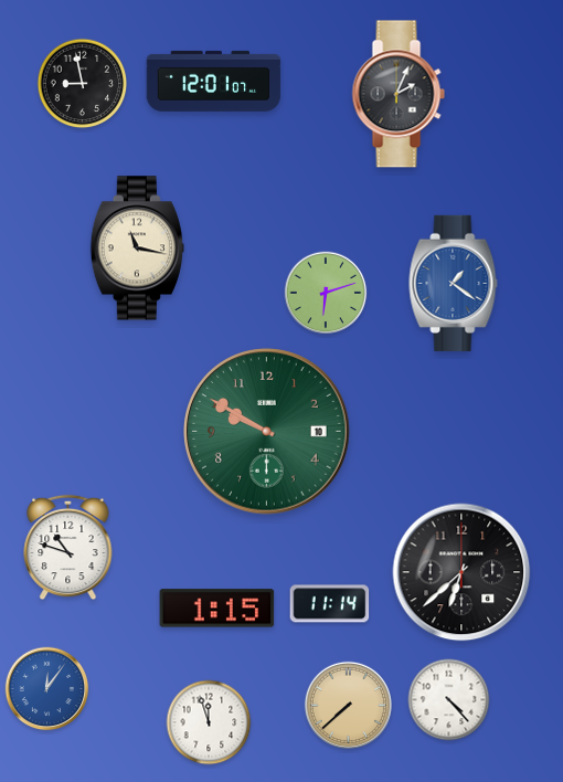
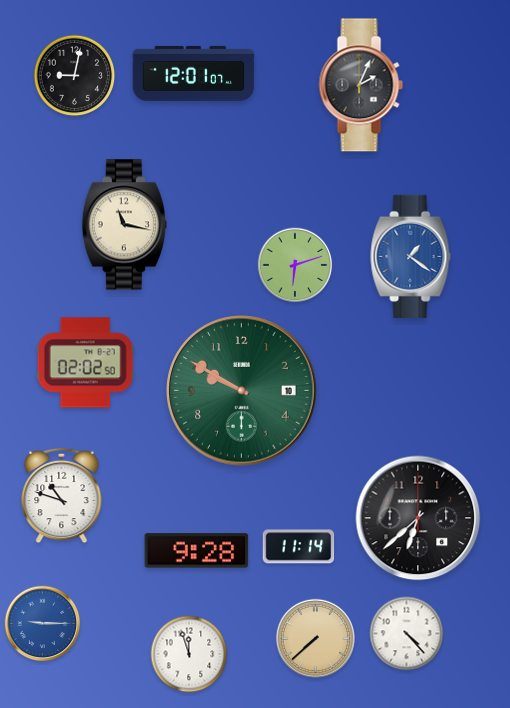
clock at (83, 84): 8:58 -> 9:02
clock at (85, 363): none -> 02:02
clock at (217, 609): 1:15 -> 9:28
clock at (47, 689): 12:06 -> 9:15
